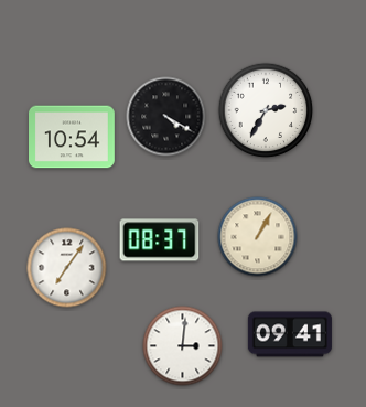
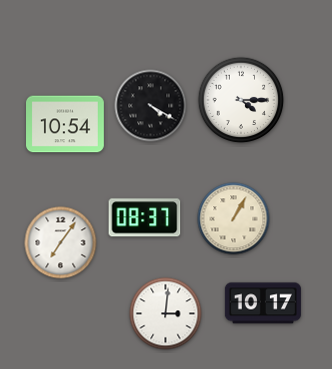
clock at (266, 110): 2:35 -> 4:15
clock at (258, 237) position: (258, 237) -> (234, 219)
clock at (290, 334): 09:41 -> 10:17
